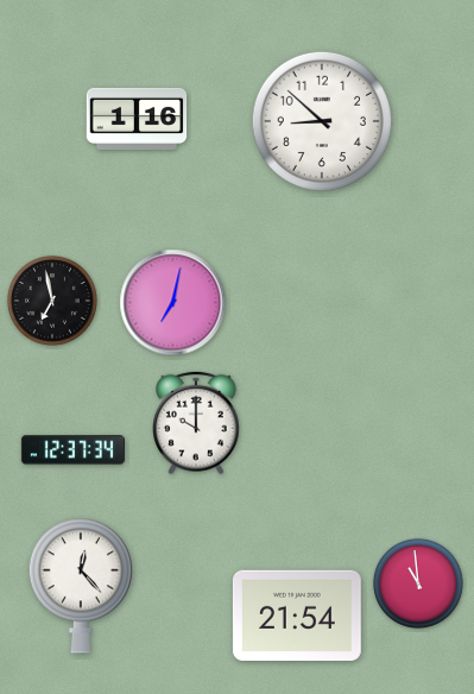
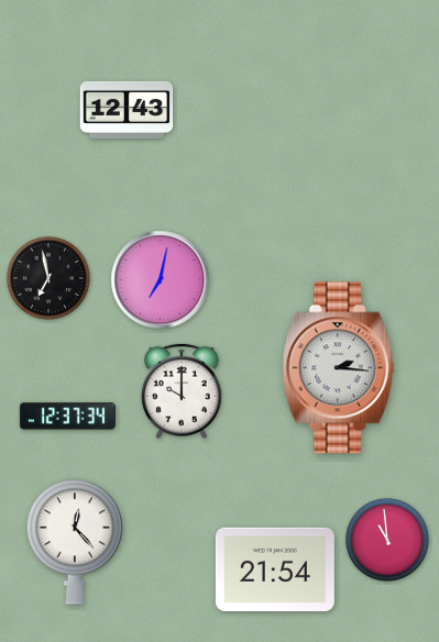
clock at (137, 119): 1:16 -> 12:43
clock at (322, 121): 8:52 -> none
clock at (339, 368): none -> 2:16
